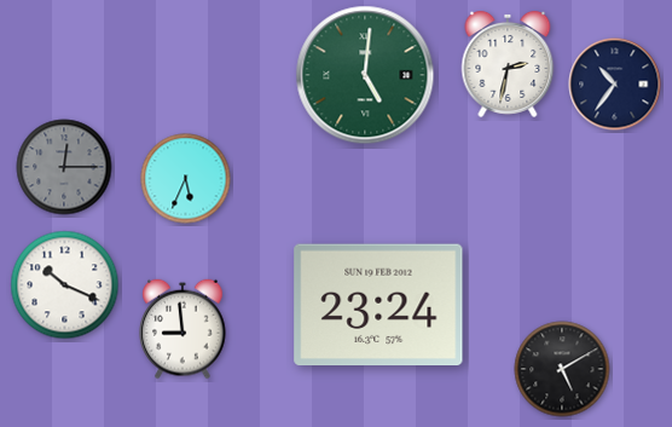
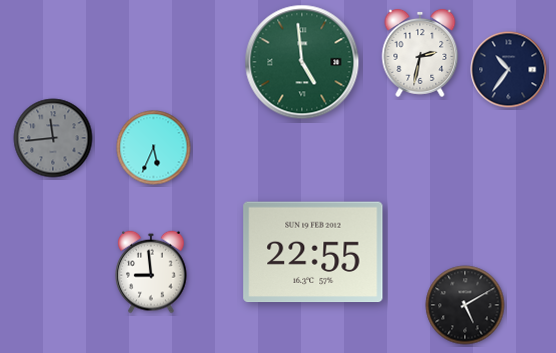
clock at (365, 75): 5:01 -> 4:59
clock at (64, 167): 12:15 -> 11:44
clock at (65, 285): 10:19 -> none
clock at (378, 305): 23:24 -> 22:55
